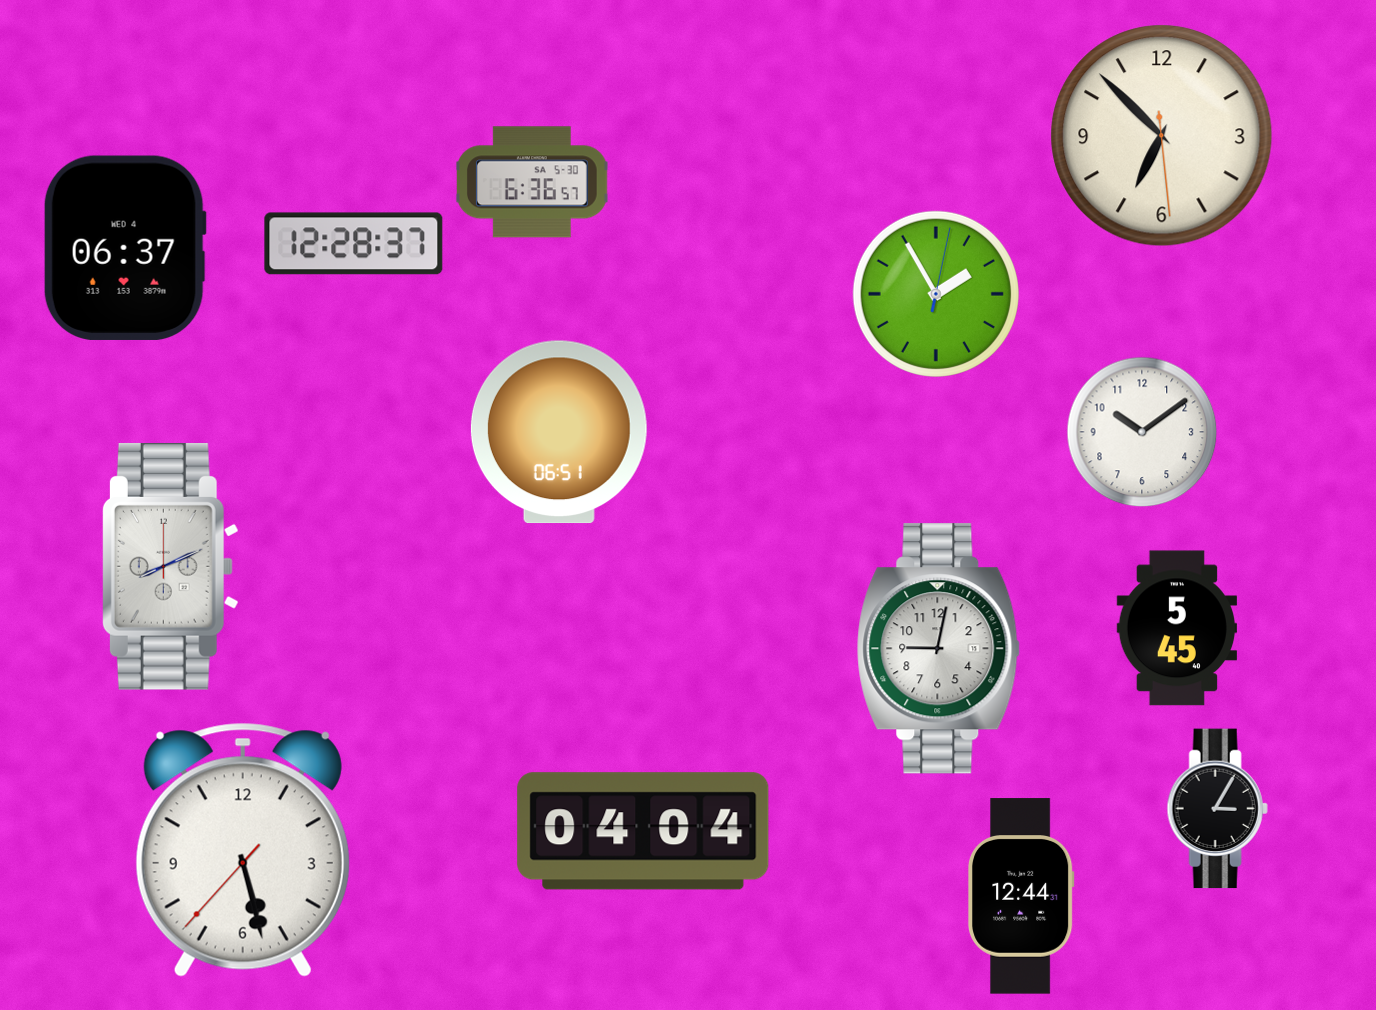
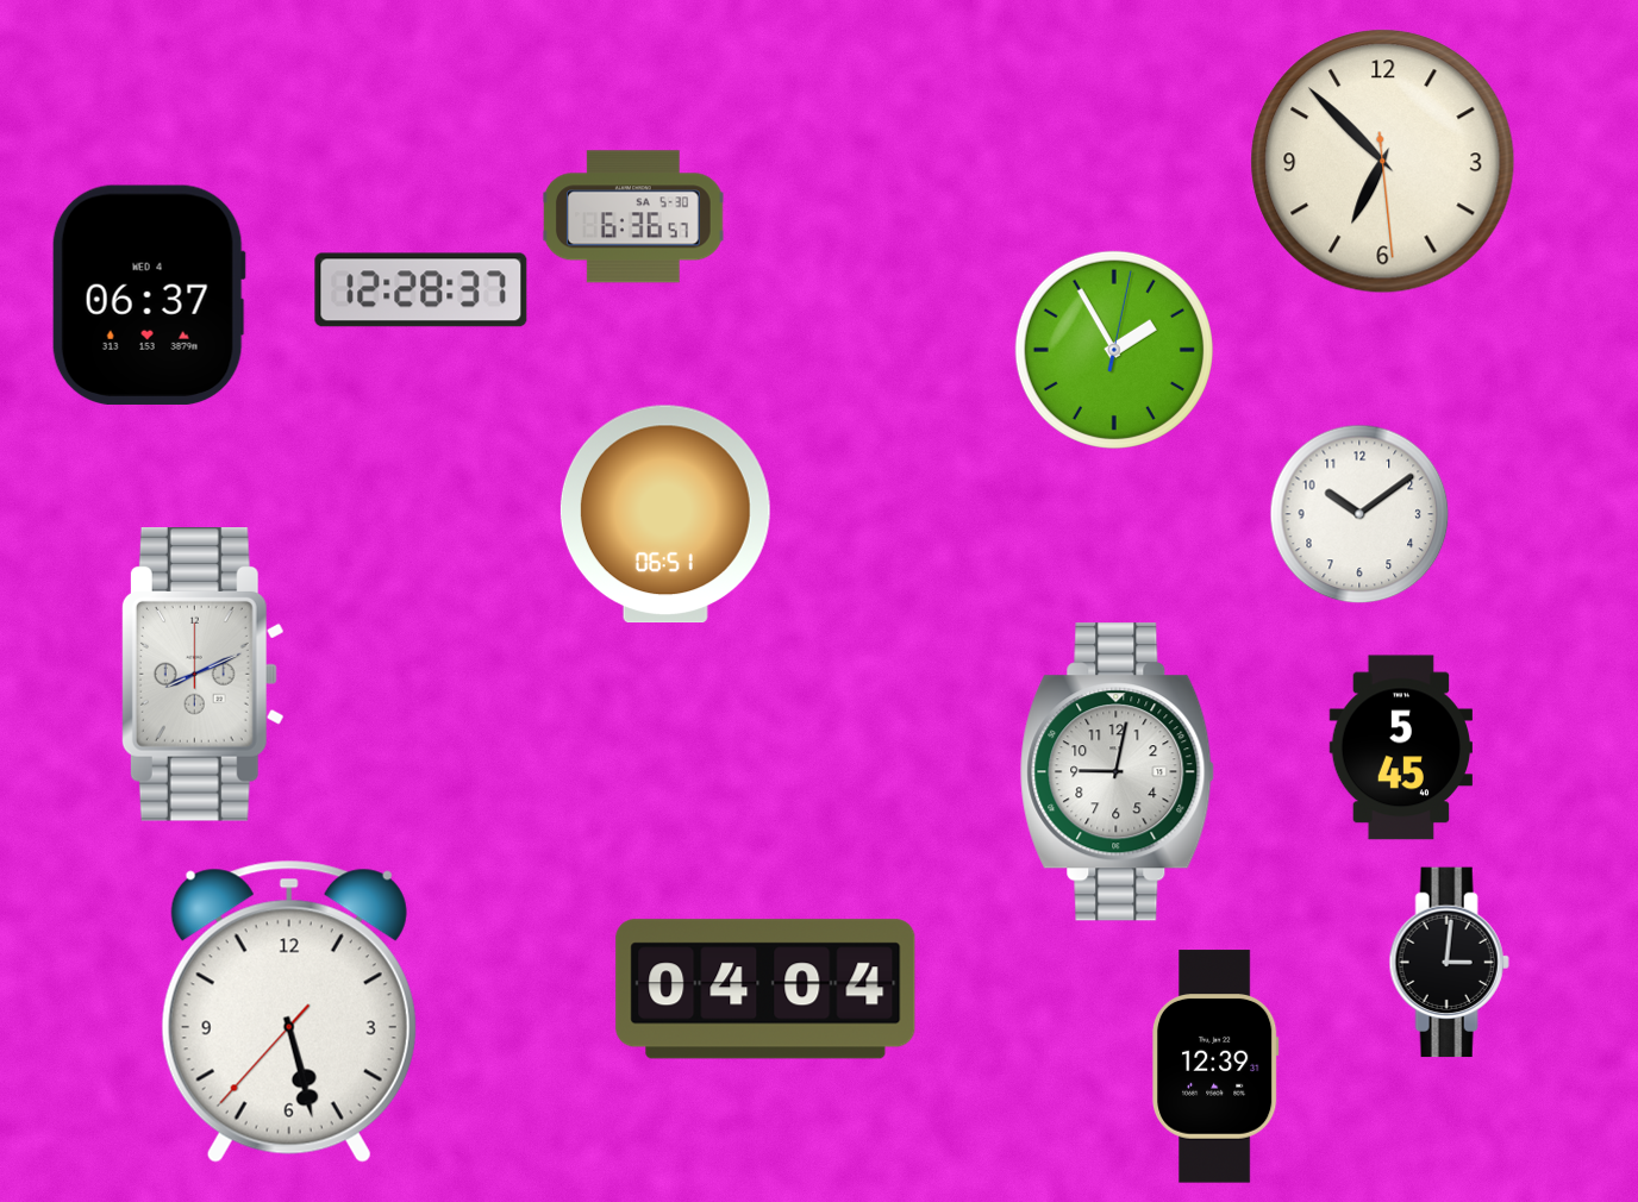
clock at (1217, 809): 3:05 -> 3:01
clock at (1022, 896): 12:44 -> 12:39
